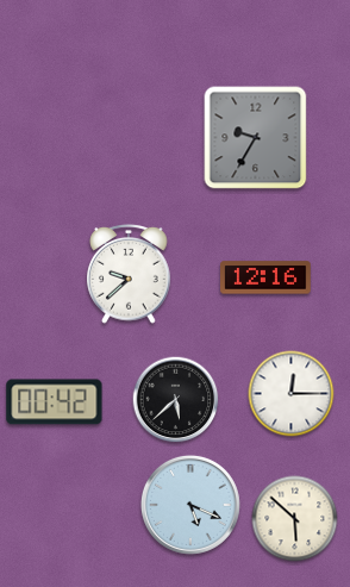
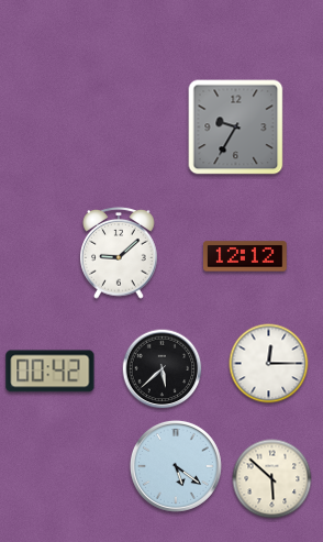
clock at (129, 275): 9:38 -> 9:08
clock at (267, 277): 12:16 -> 12:12
clock at (190, 505): 5:19 -> 5:21
